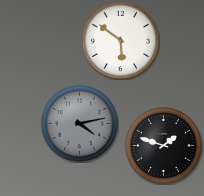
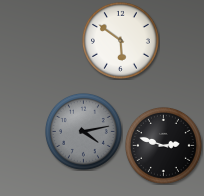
clock at (79, 123) position: (79, 123) -> (83, 131)
clock at (163, 145): 1:48 -> 2:48
